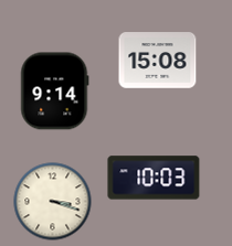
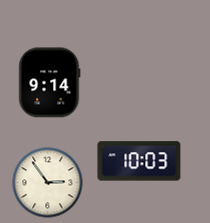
clock at (158, 61): 15:08 -> none
clock at (53, 202): 3:18 -> 2:54
